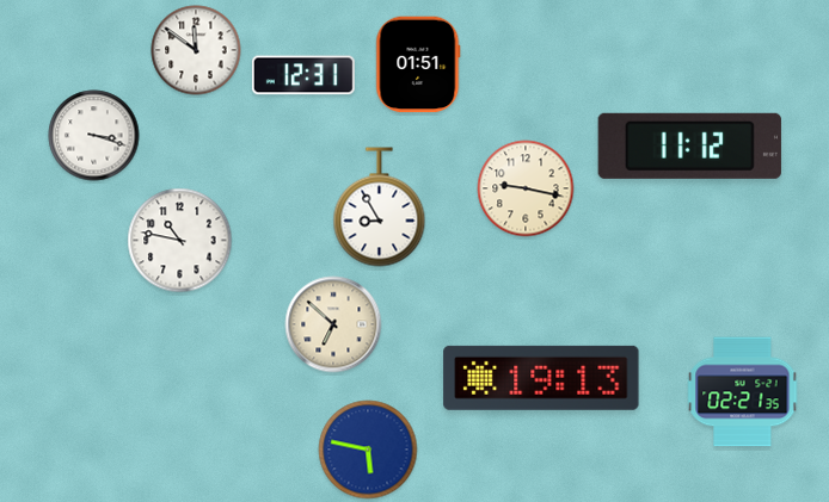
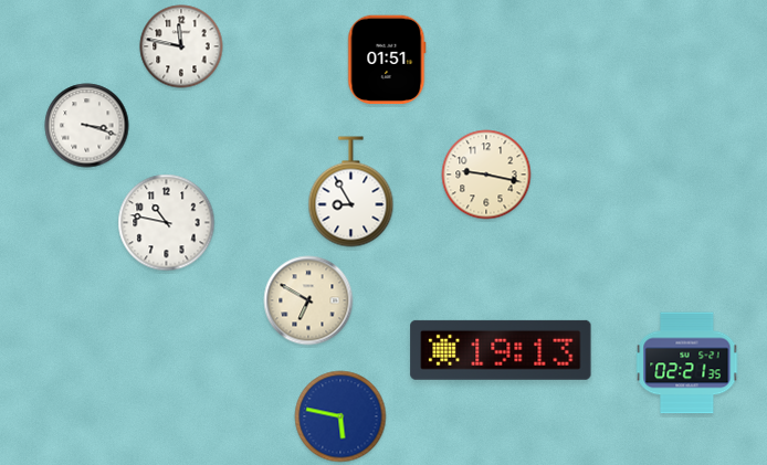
clock at (196, 50): 11:51 -> 11:47
clock at (303, 75): 12:31 -> none
clock at (689, 145): 11:12 -> none
clock at (333, 324): 6:52 -> 6:50
